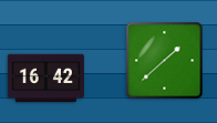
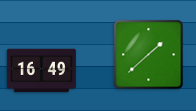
clock at (45, 79): 16:42 -> 16:49
